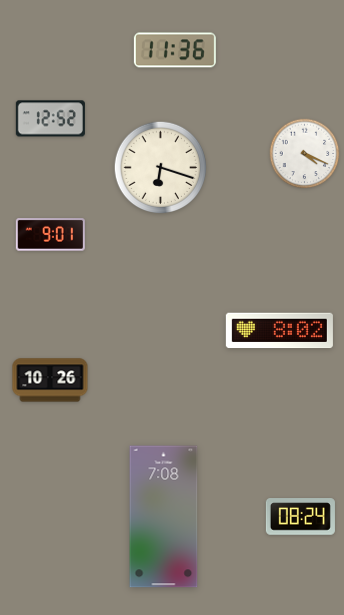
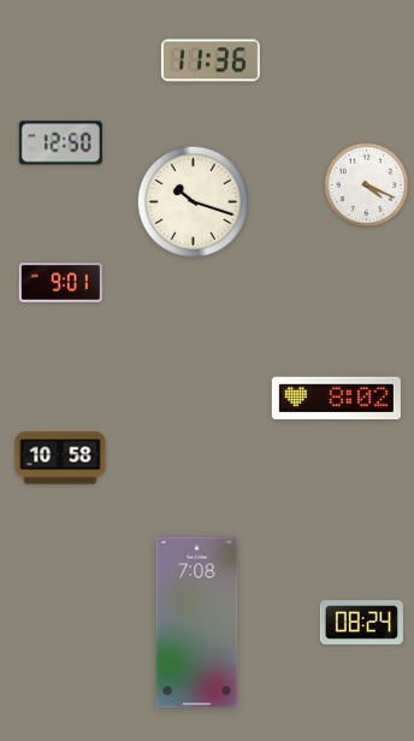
clock at (50, 119): 12:52 -> 12:50
clock at (161, 168): 6:18 -> 10:18
clock at (50, 380): 10:26 -> 10:58
